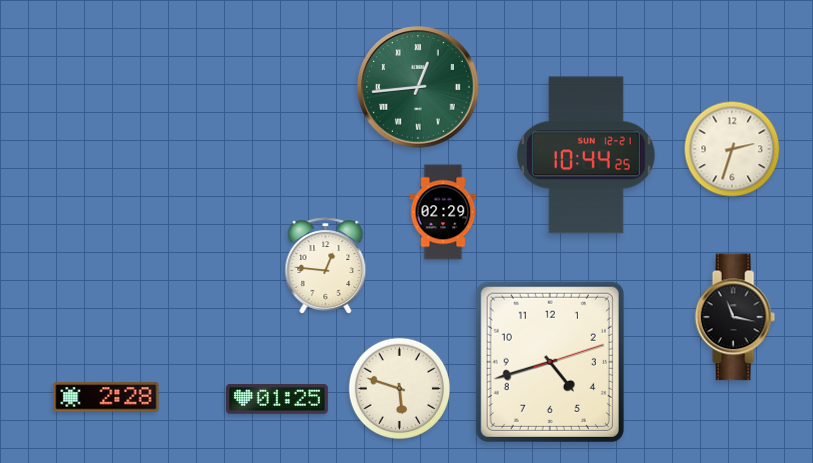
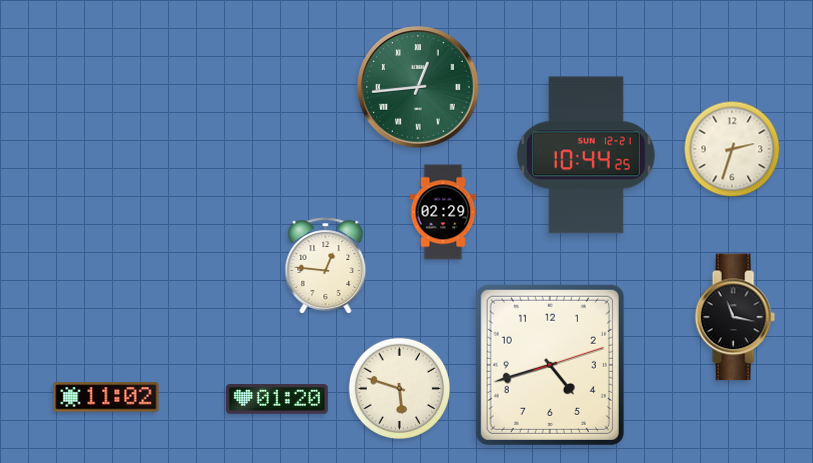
clock at (550, 362) position: (550, 362) -> (550, 365)
clock at (106, 397): 2:28 -> 11:02
clock at (277, 400): 01:25 -> 01:20
